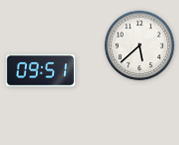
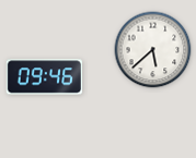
clock at (41, 71): 09:51 -> 09:46
